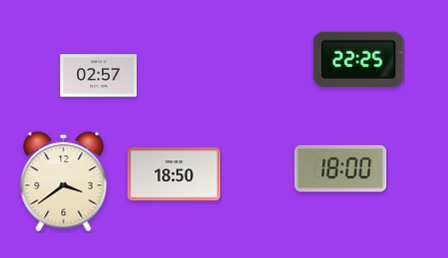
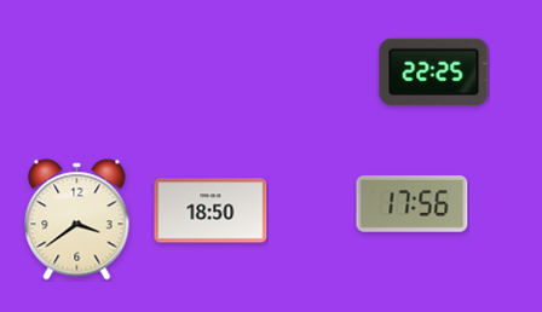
clock at (99, 76): 02:57 -> none
clock at (341, 169): 18:00 -> 17:56
